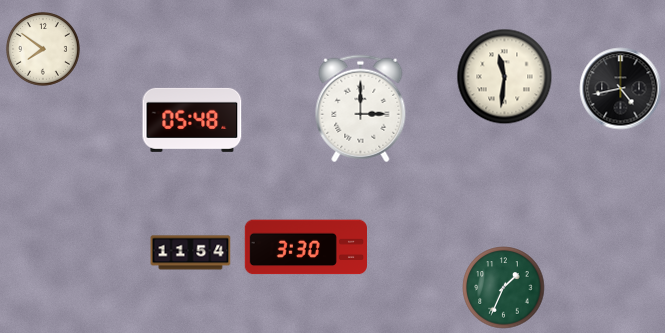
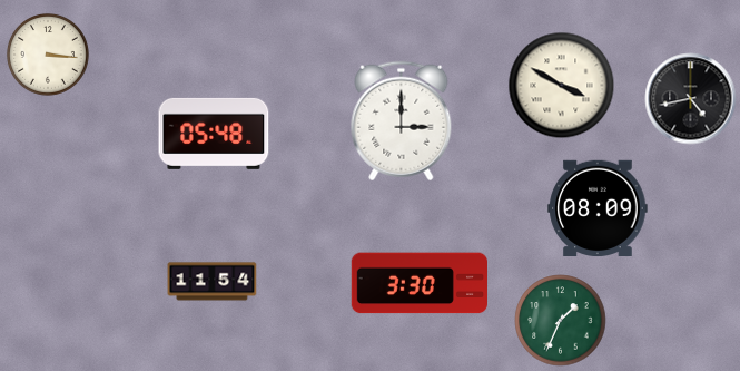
clock at (43, 49): 7:51 -> 3:16
clock at (505, 77): 11:31 -> 3:50
clock at (598, 208): none -> 08:09
clock at (305, 247) position: (305, 247) -> (418, 283)
